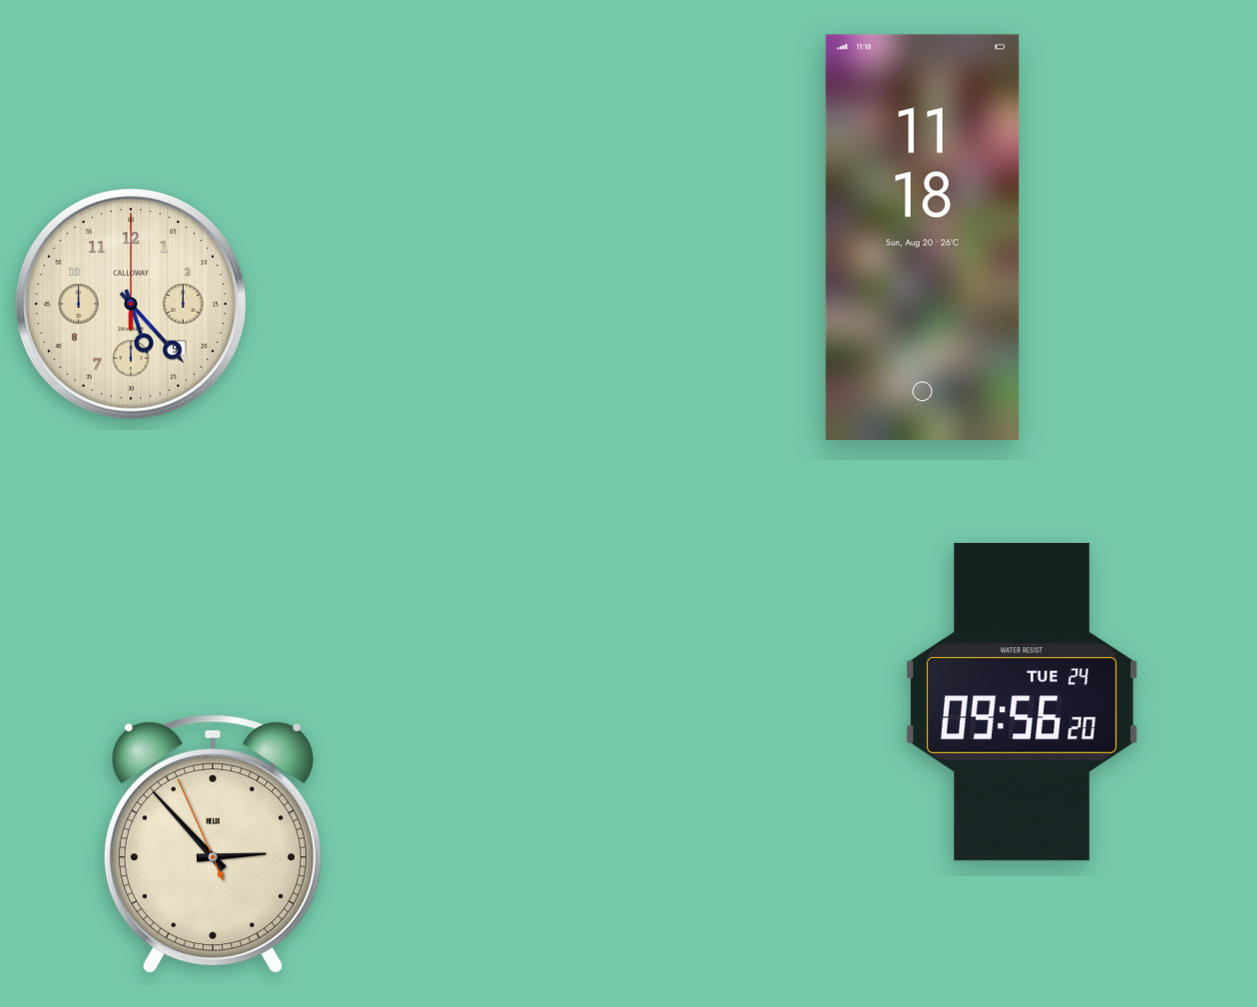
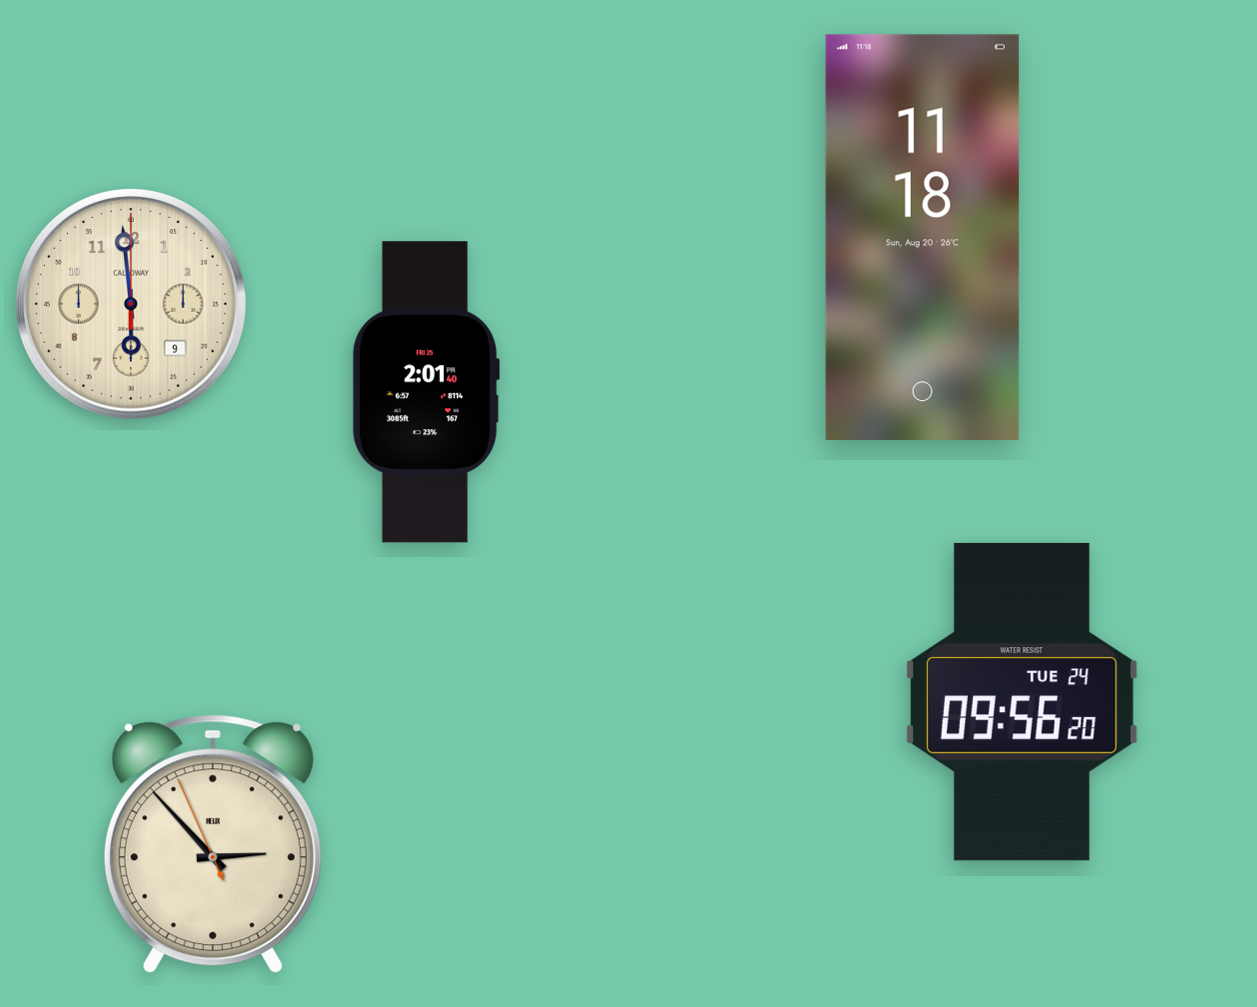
clock at (131, 304): 5:23 -> 5:59
clock at (426, 392): none -> 2:01
